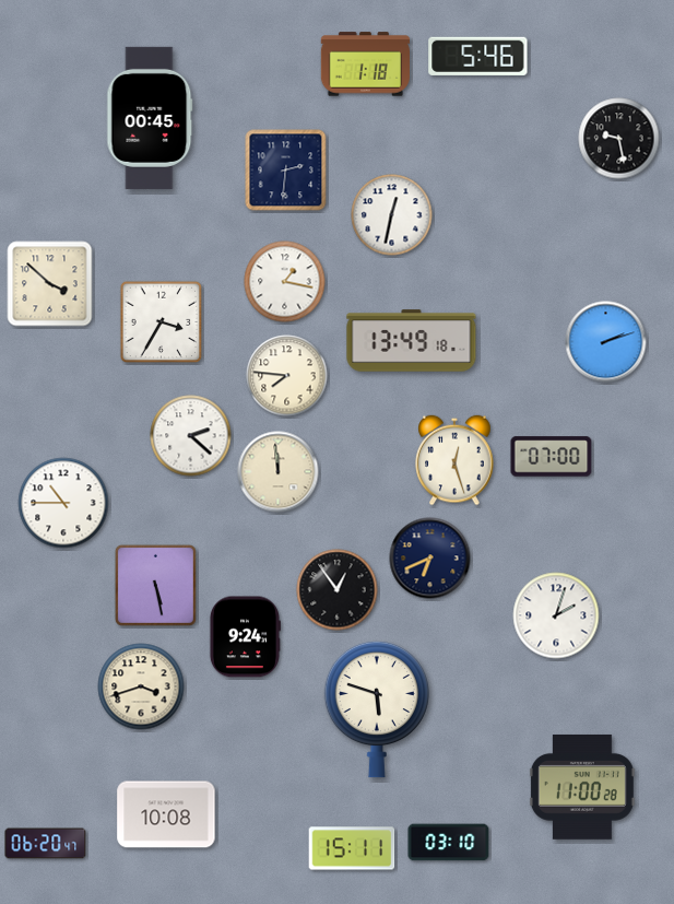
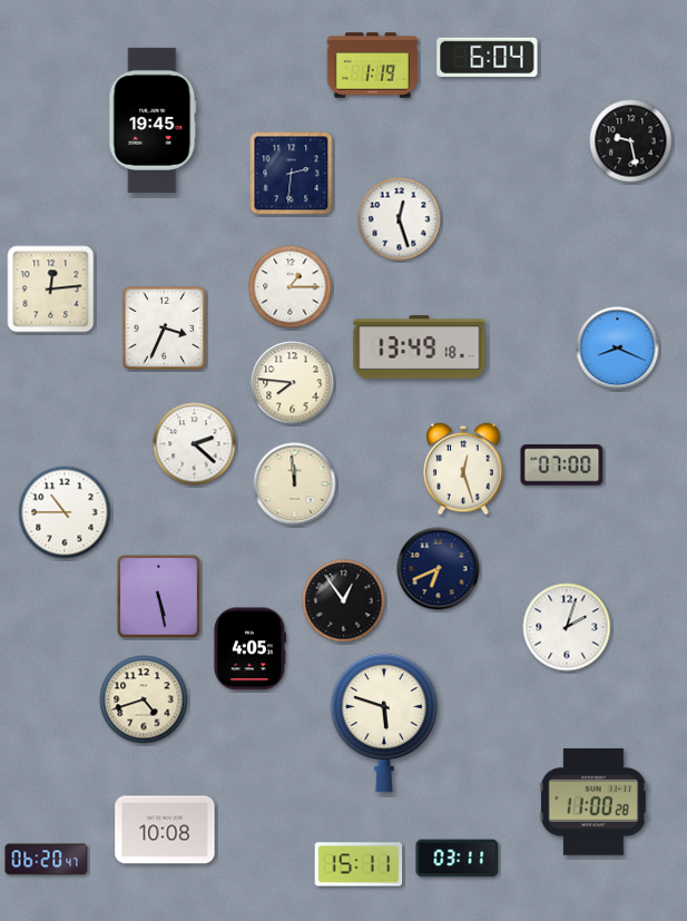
clock at (478, 56): 5:46 -> 6:04
clock at (365, 64): 1:18 -> 1:19
clock at (150, 118): 00:45 -> 19:45
clock at (392, 215): 12:32 -> 12:27
clock at (285, 282): 1:17 -> 1:15
clock at (50, 284): 3:52 -> 12:14
clock at (162, 322): 3:35 -> 3:34
clock at (606, 342): 2:12 -> 8:19
clock at (279, 472) position: (279, 472) -> (295, 484)
clock at (245, 637): 9:24 -> 4:05
clock at (141, 686): 3:42 -> 4:42
clock at (166, 814) position: (166, 814) -> (165, 830)
clock at (449, 843): 03:10 -> 03:11
